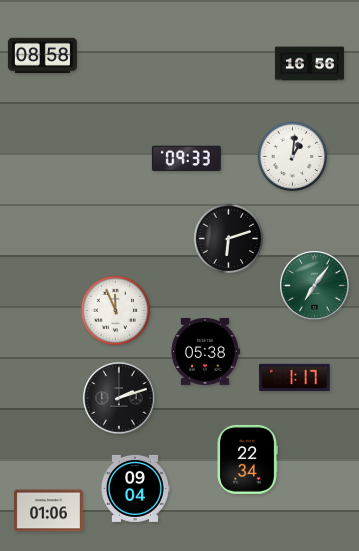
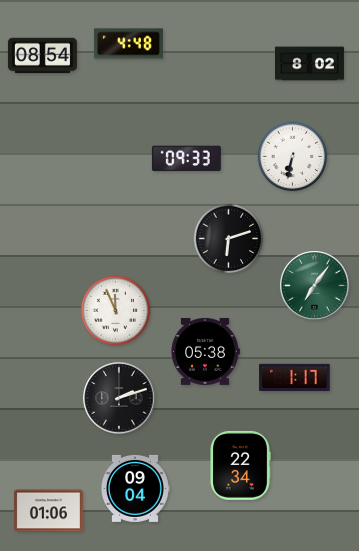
clock at (128, 44): none -> 4:48
clock at (42, 56): 08:58 -> 08:54
clock at (309, 64): 16:56 -> 8:02
clock at (293, 157): 1:01 -> 6:32
clock at (247, 459) position: (247, 459) -> (240, 465)
